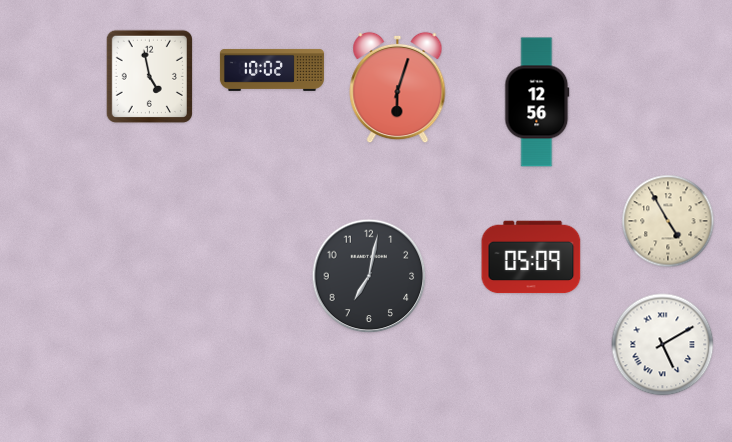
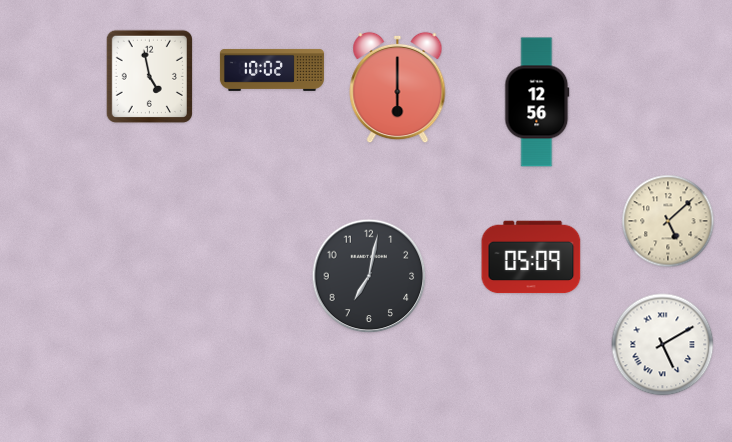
clock at (398, 88): 6:03 -> 6:00
clock at (668, 221): 4:55 -> 5:08
